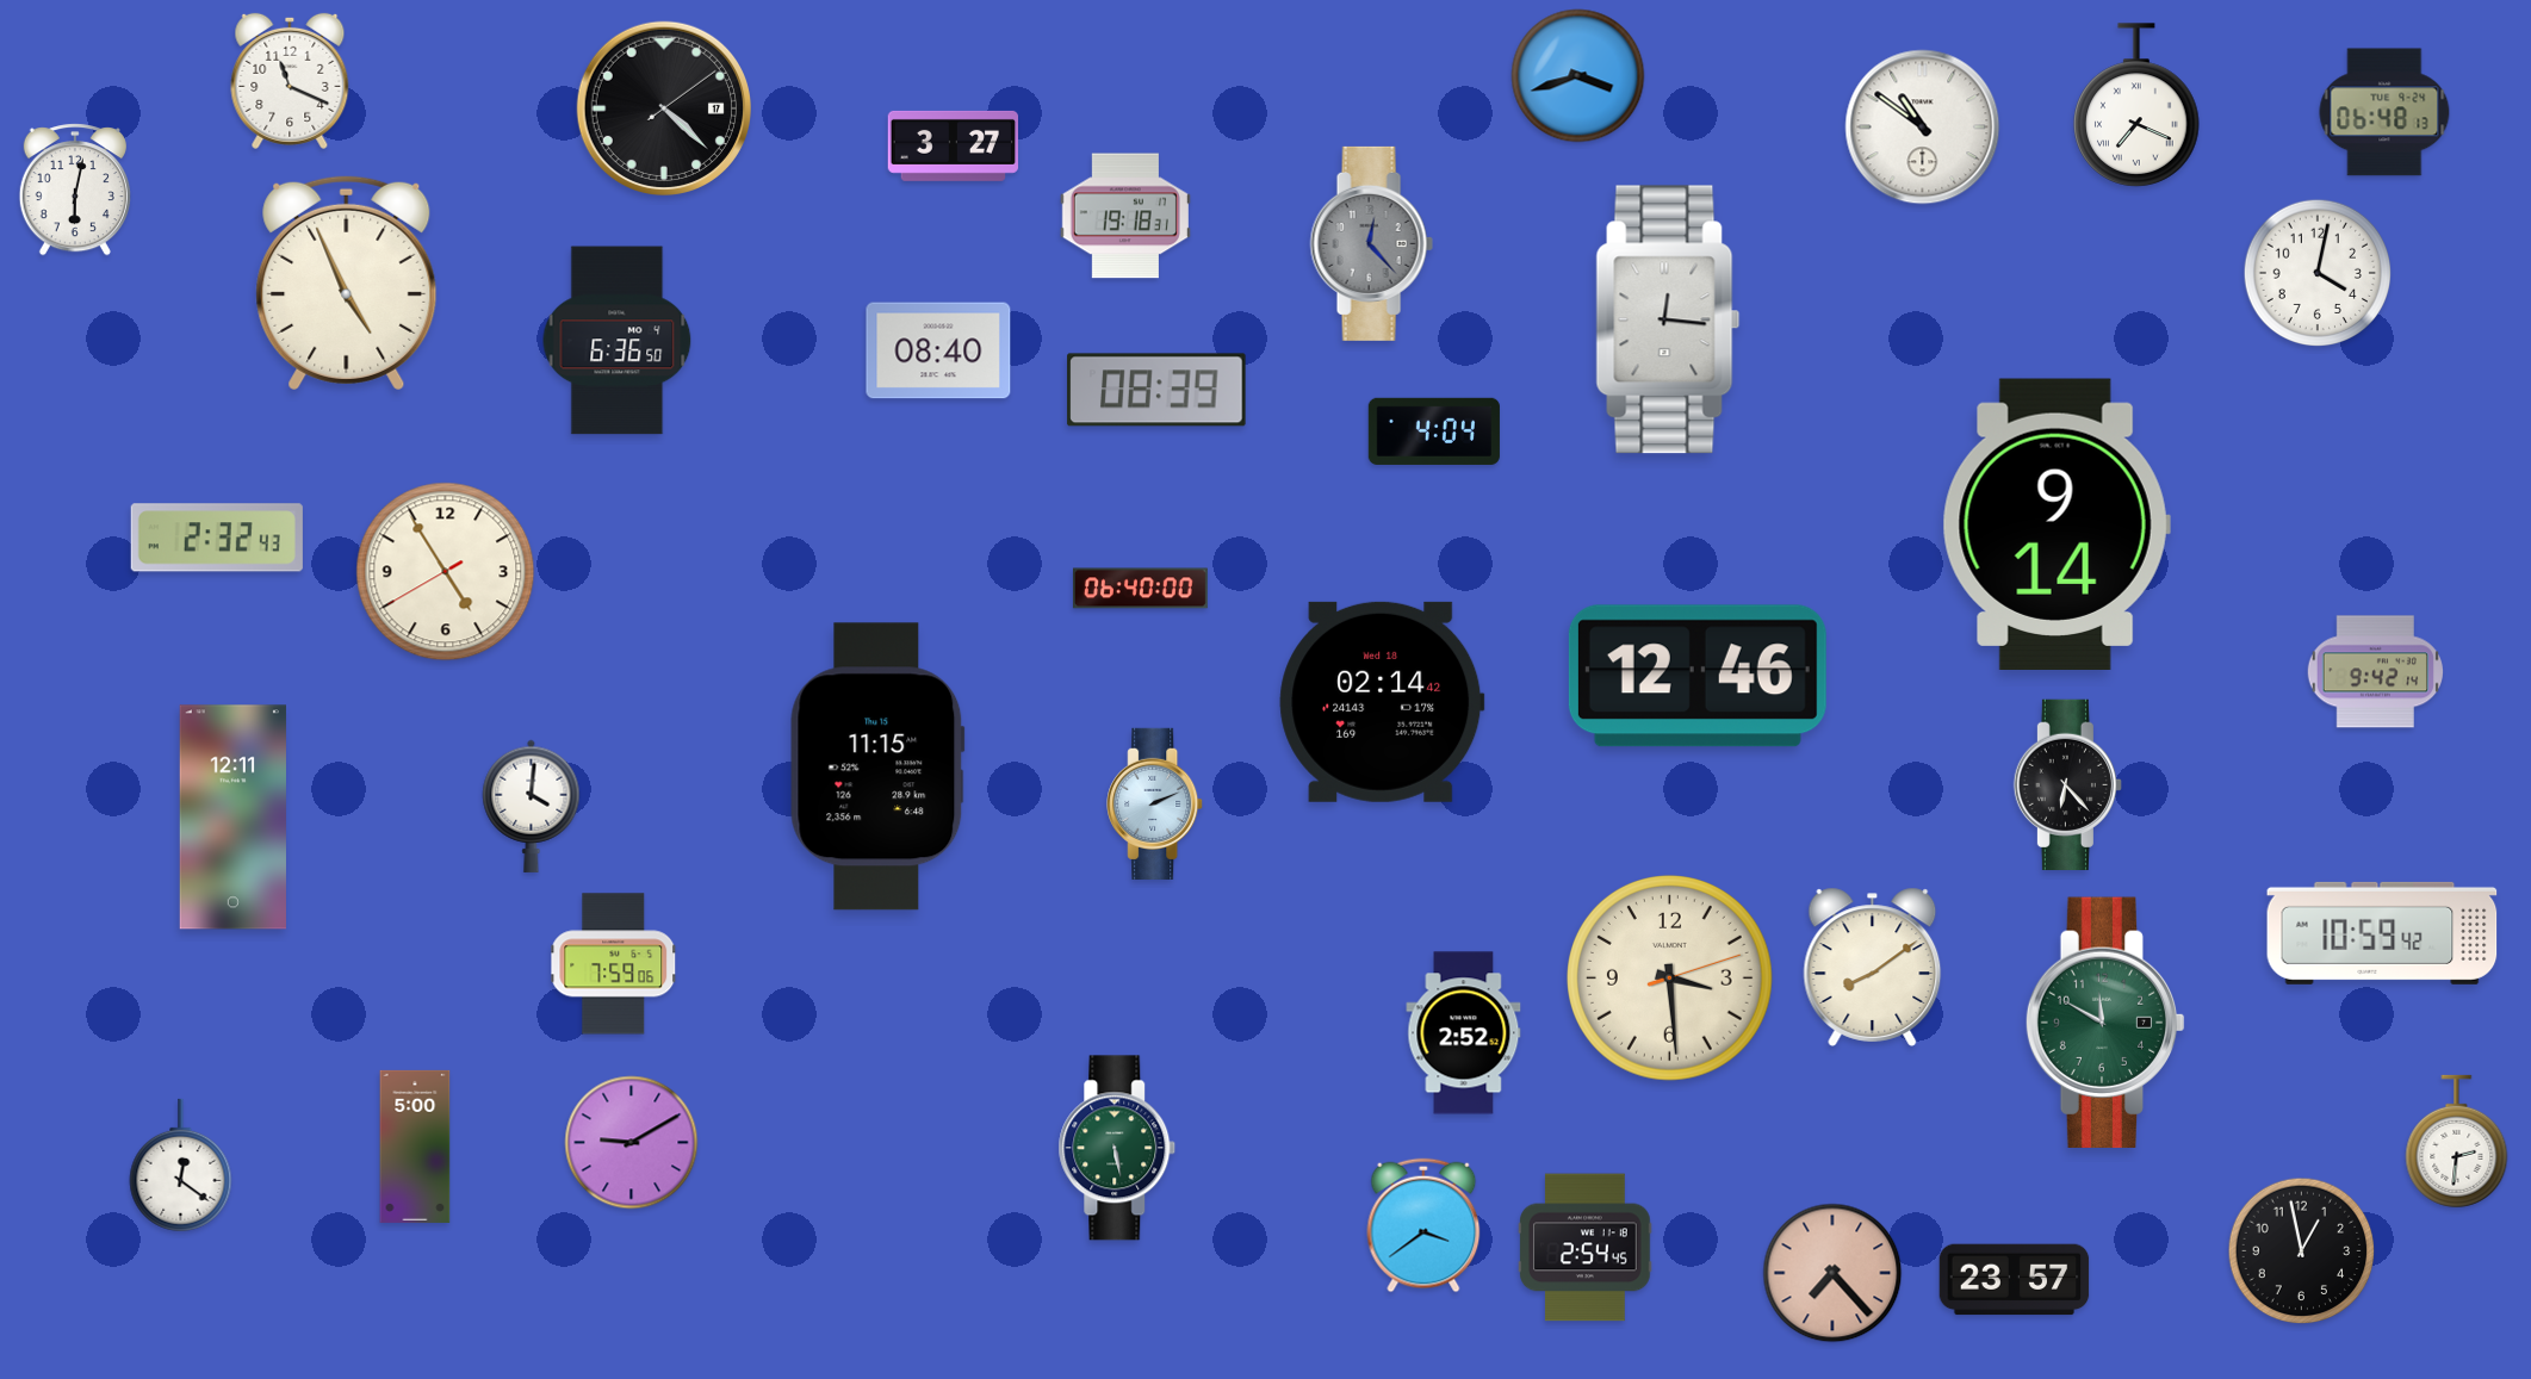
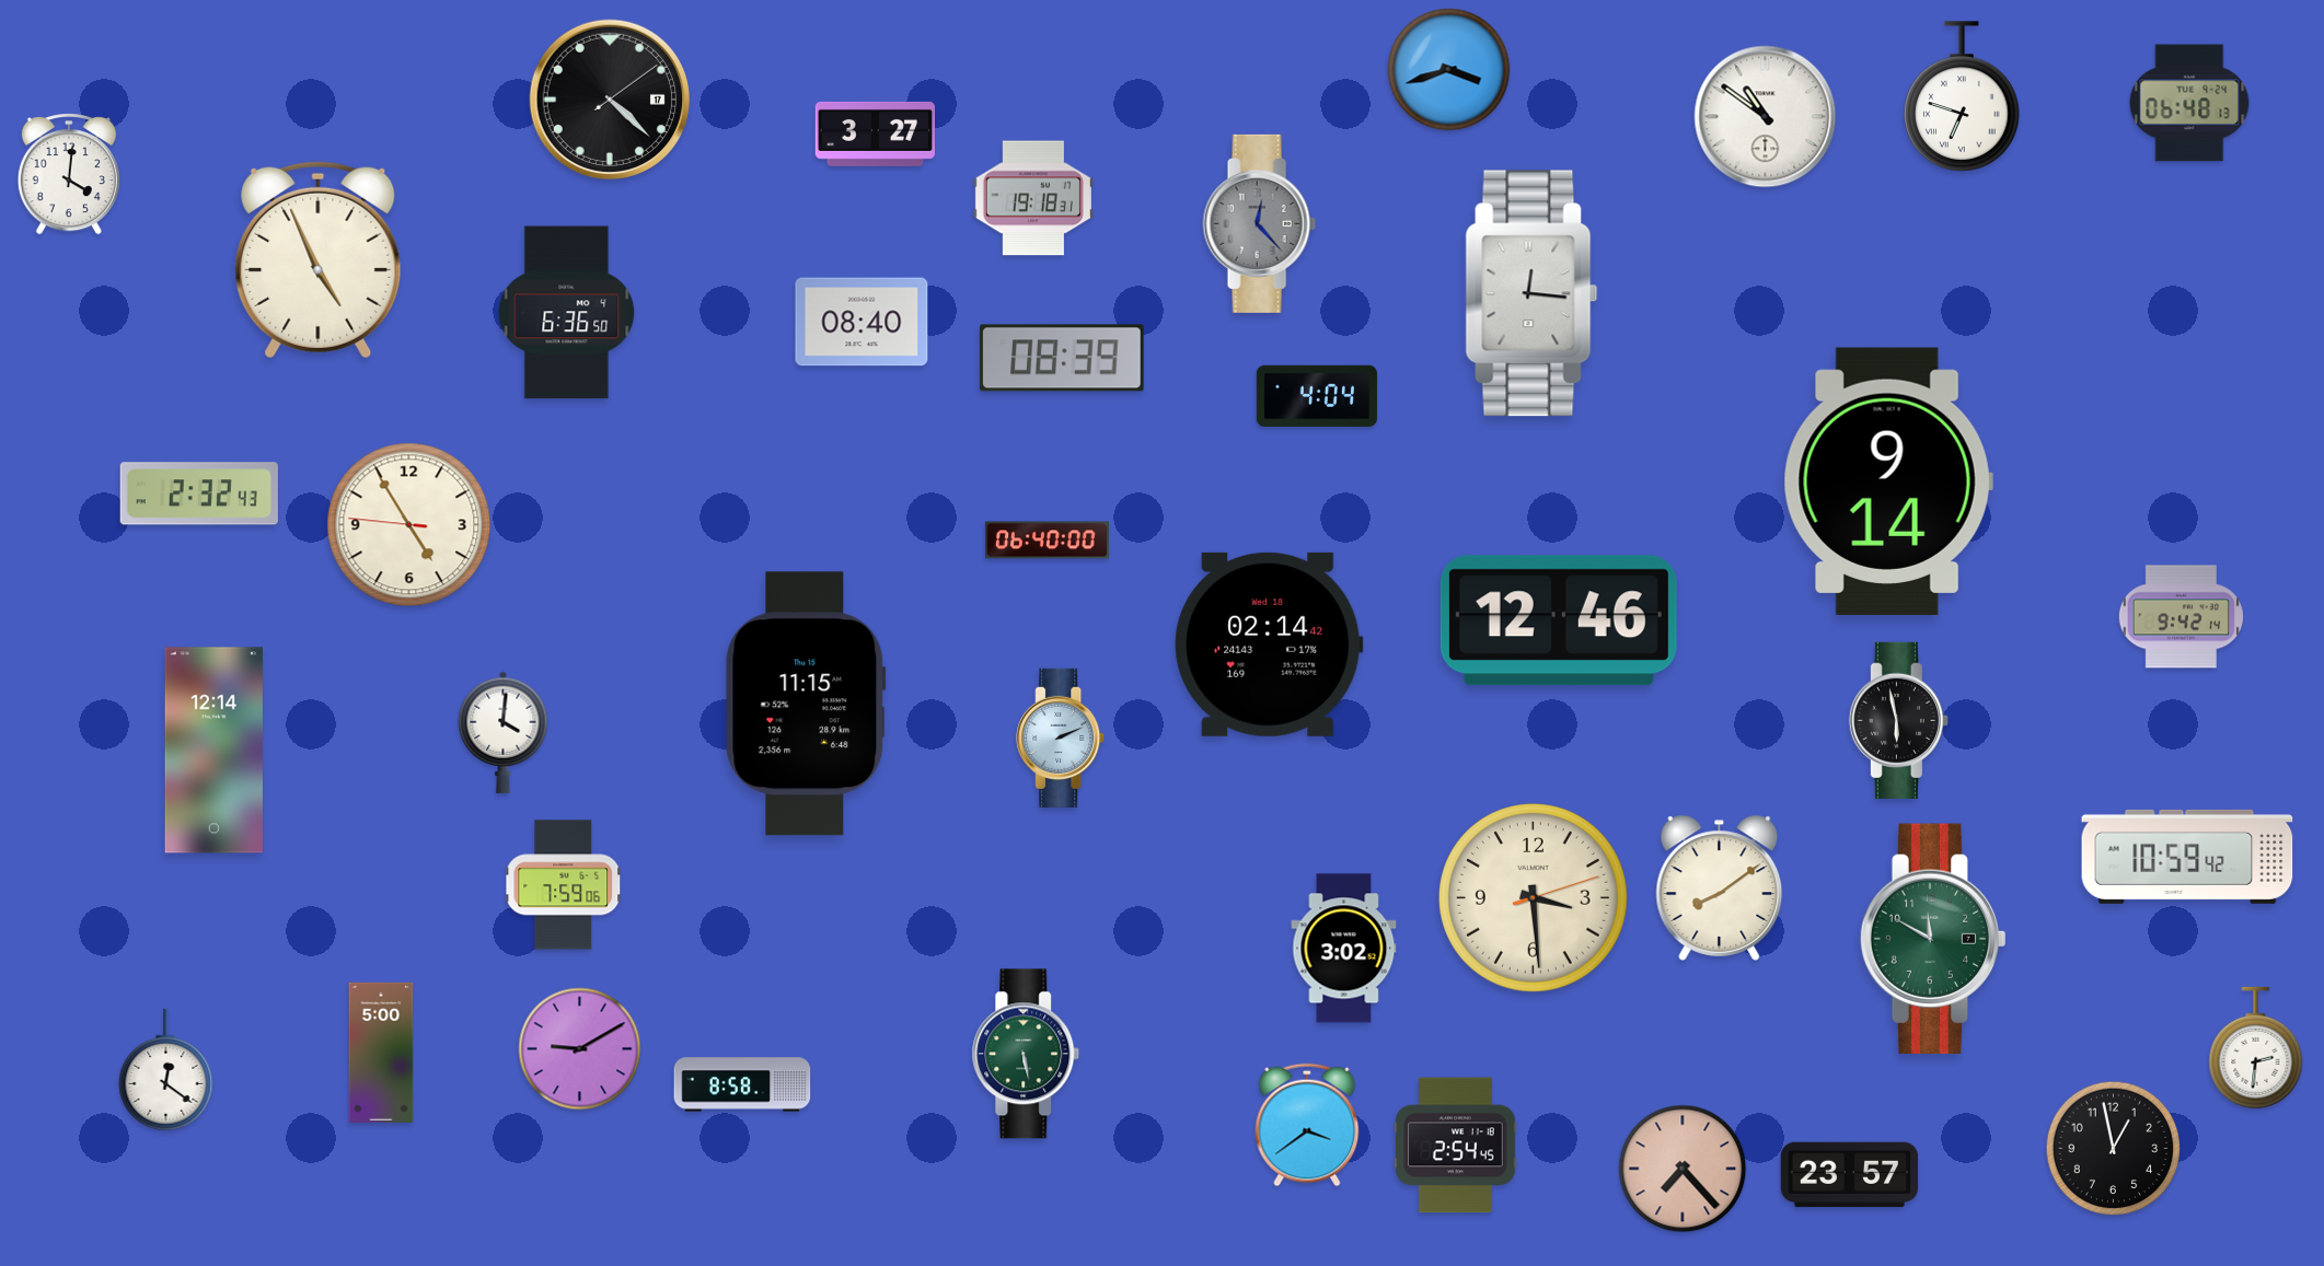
clock at (290, 81): 11:19 -> none
clock at (2136, 105): 7:19 -> 6:48
clock at (75, 191): 6:02 -> 4:01
clock at (2318, 273): 4:02 -> none
clock at (446, 572): 4:54:40 -> 4:54:46
clock at (2067, 784): 6:23 -> 5:58
clock at (532, 806) position: (532, 806) -> (504, 732)
clock at (232, 818): 12:11 -> 12:14
clock at (1464, 1033): 2:52 -> 3:02
clock at (742, 1084): none -> 8:58
